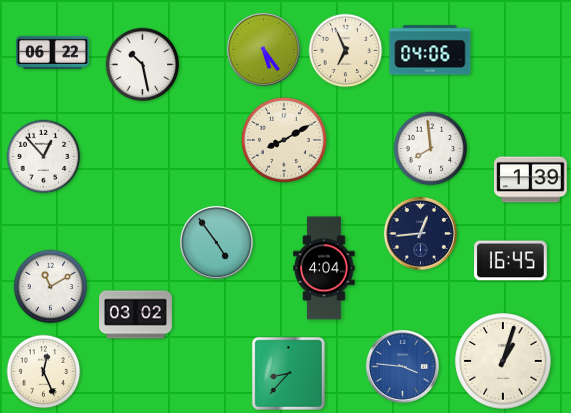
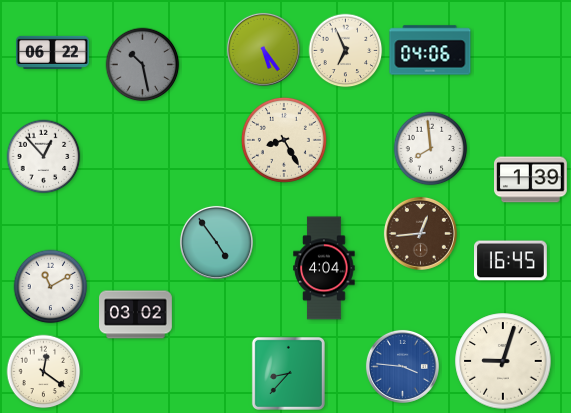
clock at (143, 65) dial: white -> grey
clock at (284, 140): 8:10 -> 8:25
clock at (420, 233) dial: navy -> brown
clock at (503, 361): 1:03 -> 9:03
clock at (44, 372): 12:26 -> 12:21
